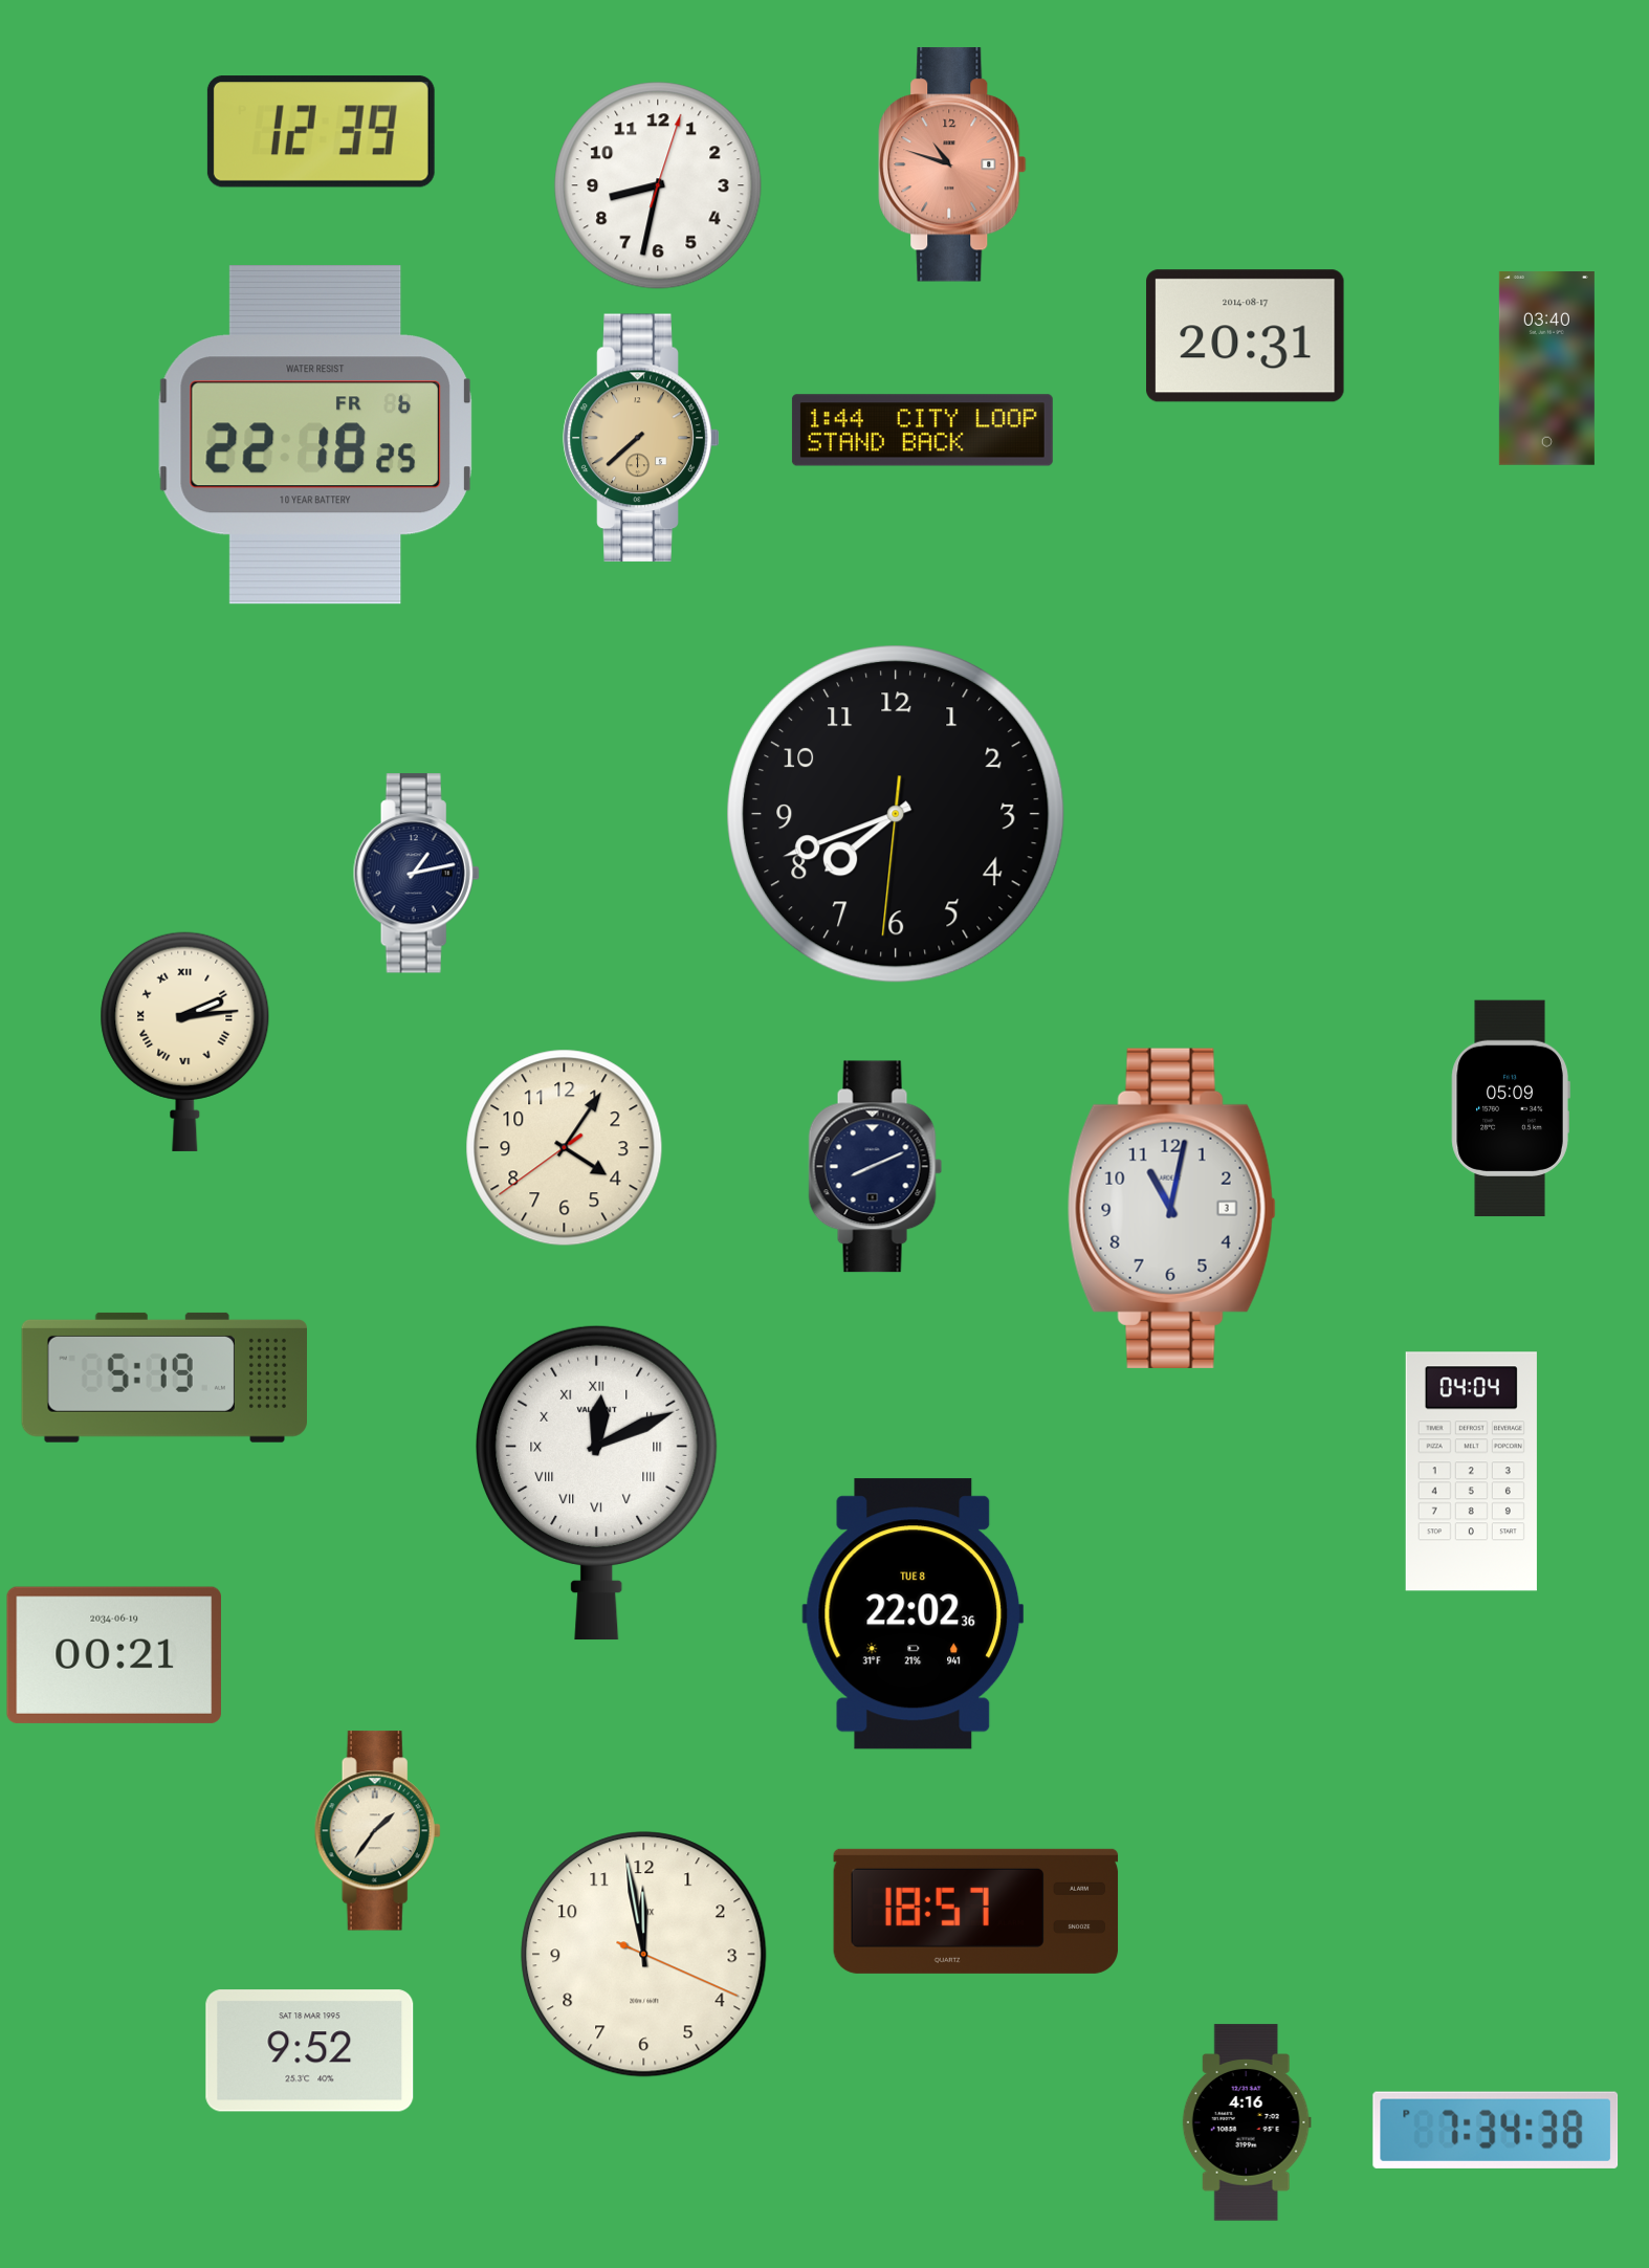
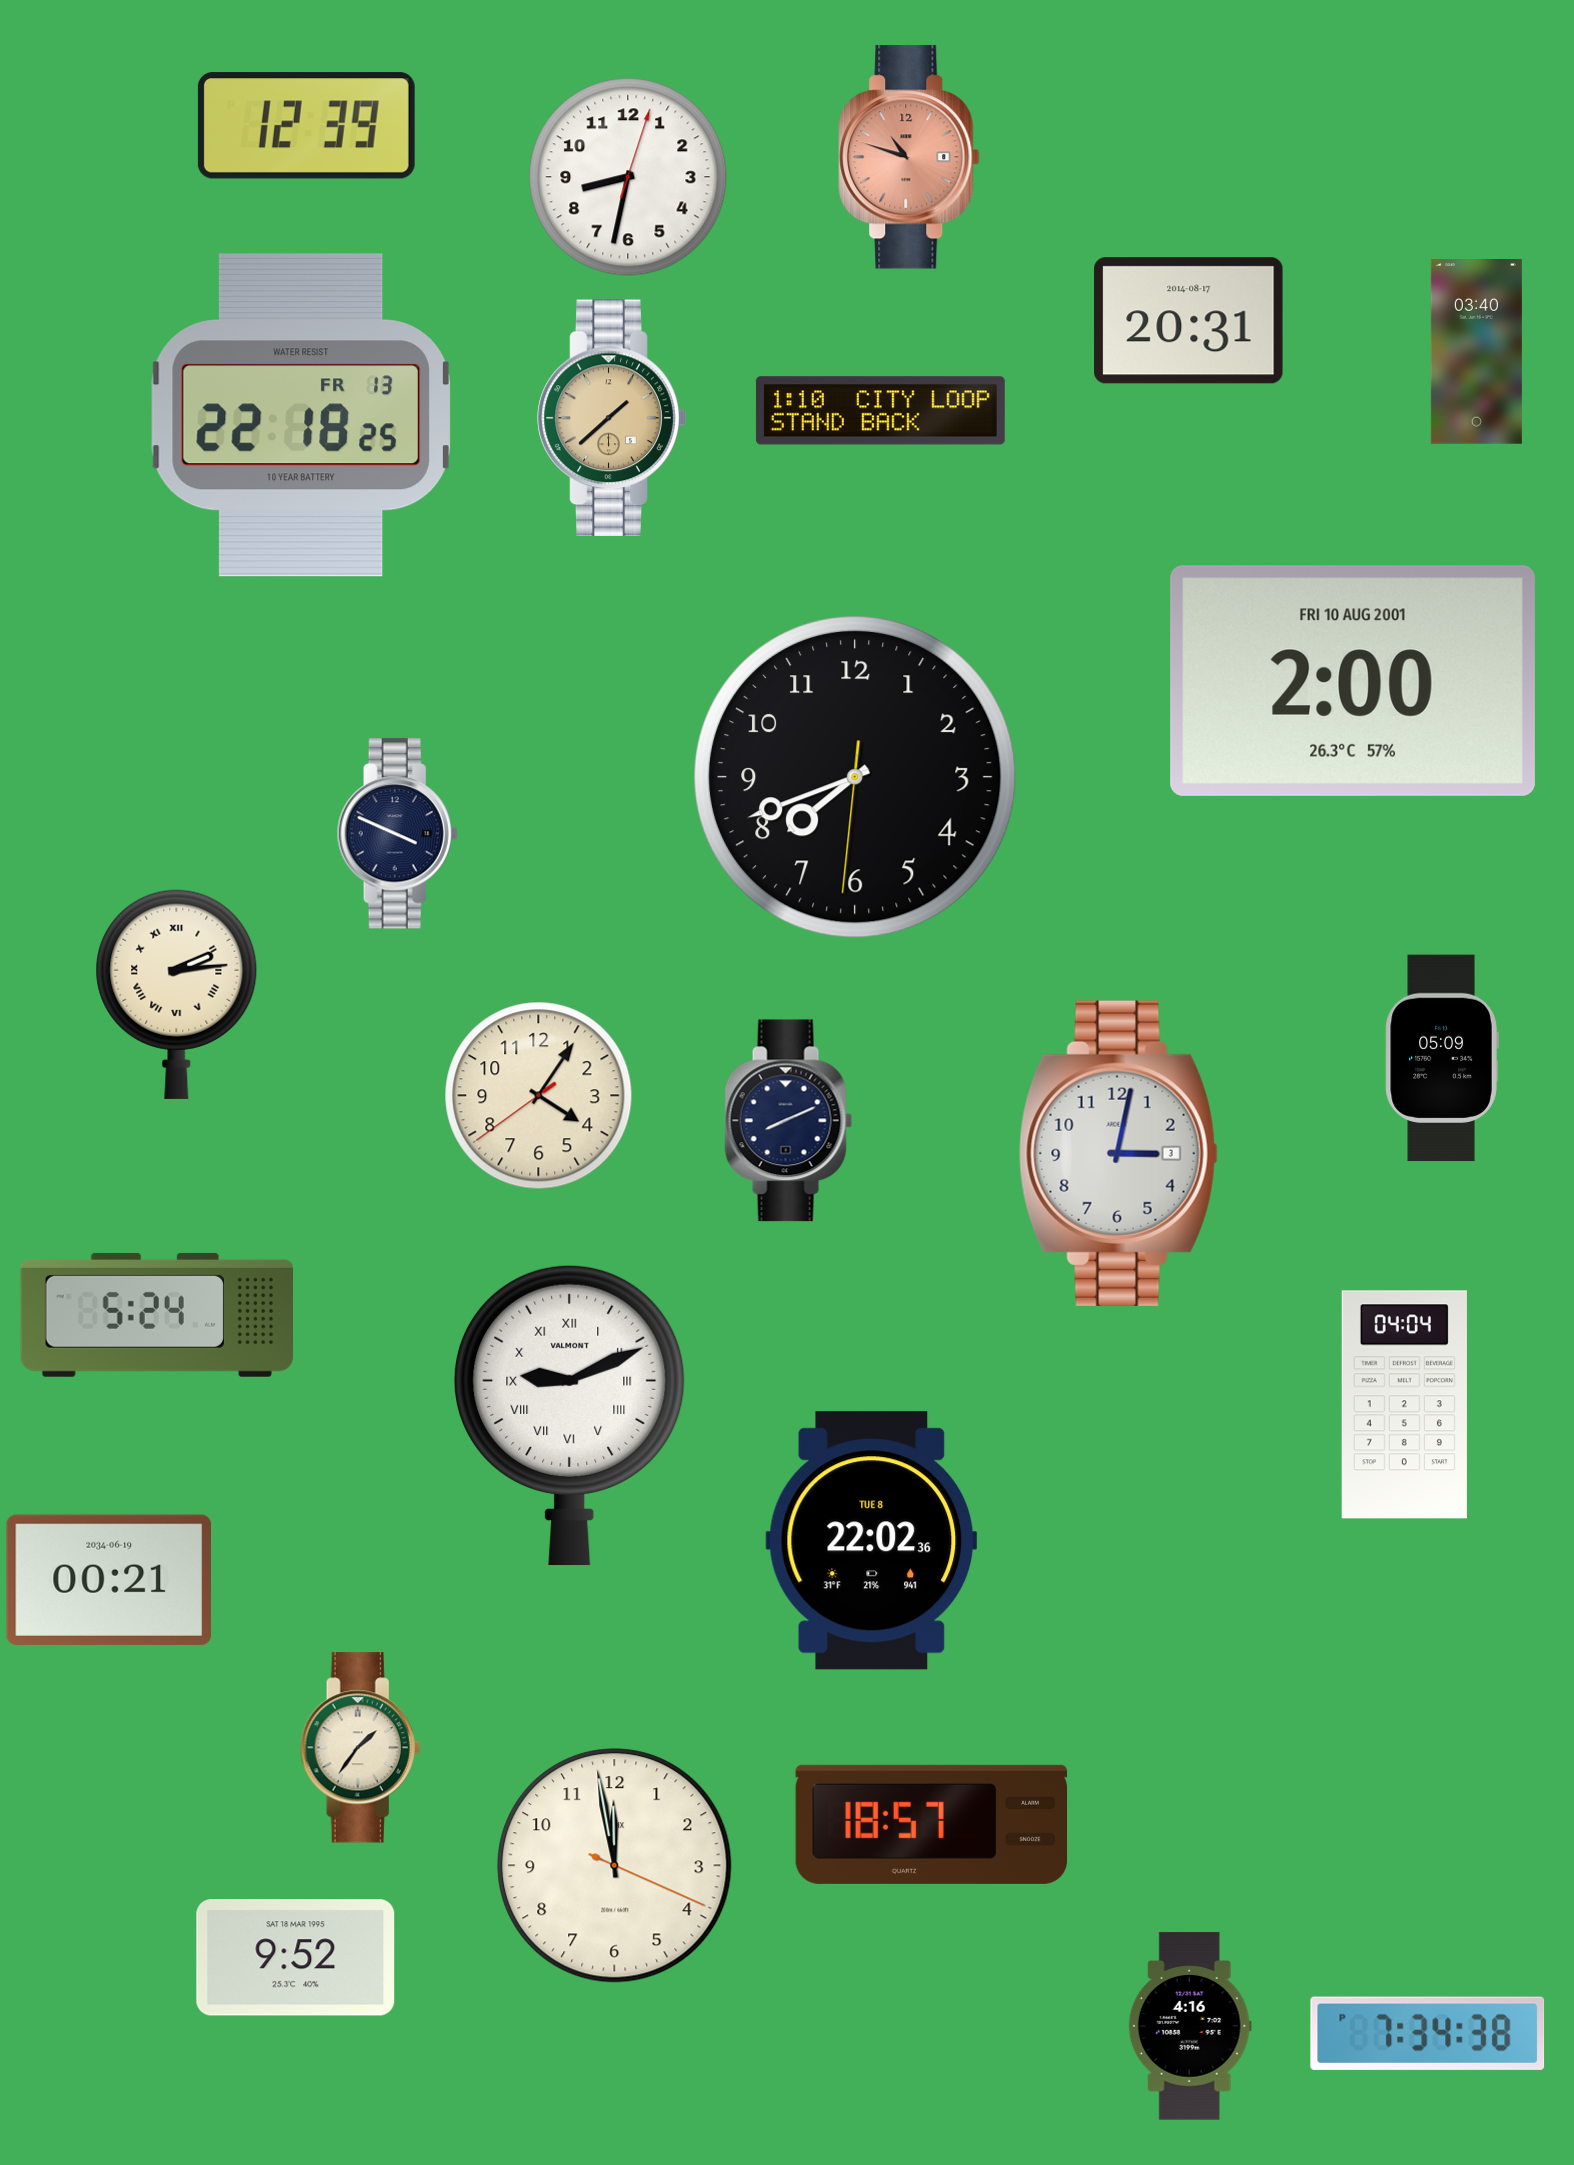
clock at (922, 431): 1:44 -> 1:10
clock at (315, 435) date: FR 6 -> FR 13
clock at (641, 438): 7:38 -> 1:38
clock at (1353, 681): none -> 2:00
clock at (416, 874): 1:13 -> 3:49
clock at (876, 1167) position: (876, 1167) -> (789, 1121)
clock at (1171, 1208): 11:02 -> 3:02
clock at (163, 1378): 5:19 -> 5:24
clock at (597, 1482): 12:11 -> 9:11
